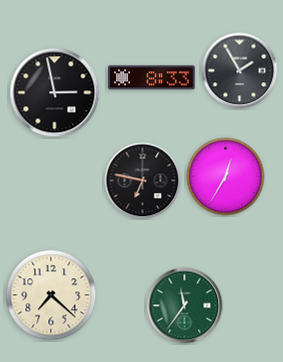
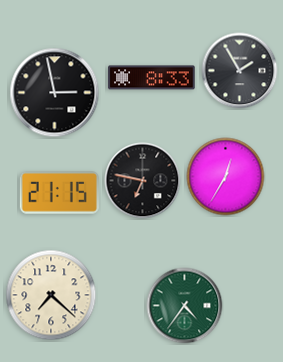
clock at (59, 193): none -> 21:15
clock at (185, 306): 11:36 -> 4:36
